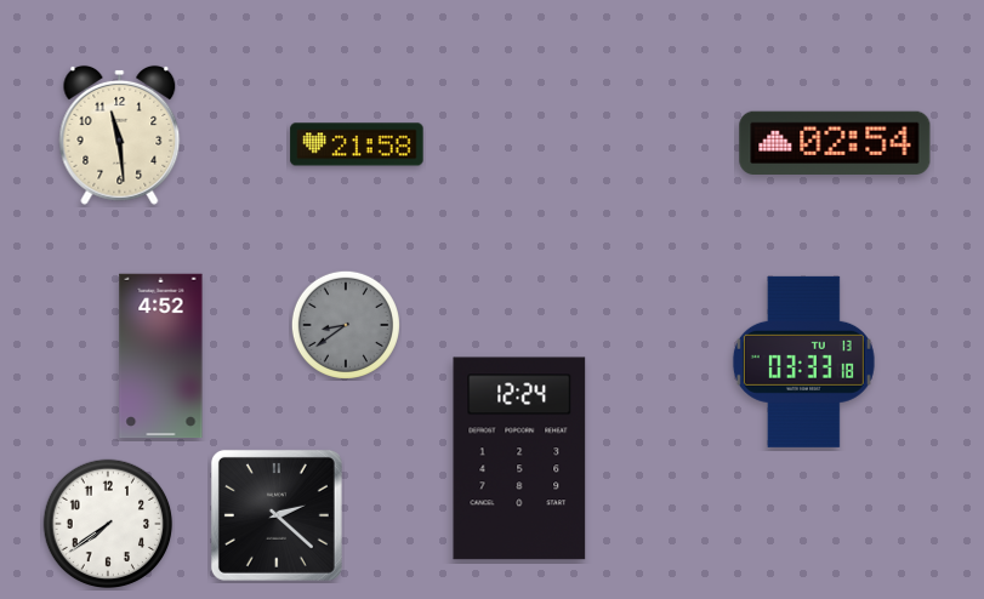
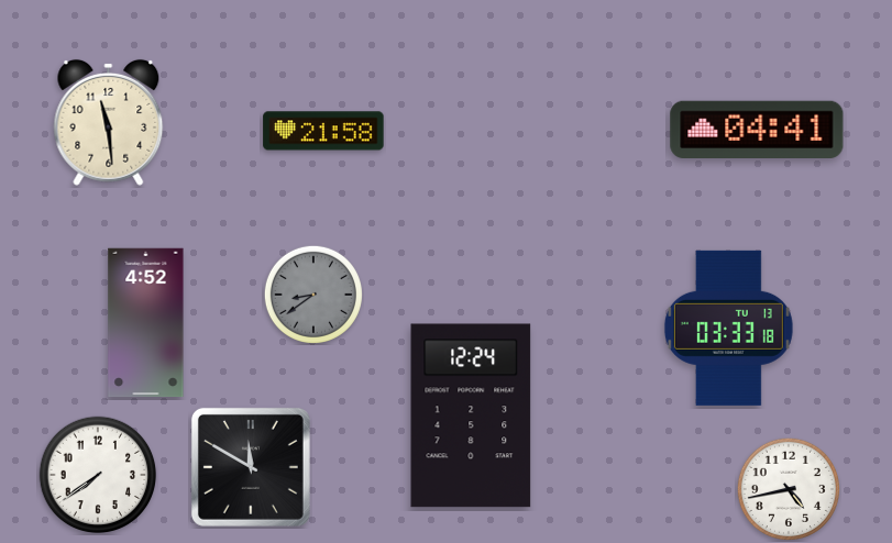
clock at (835, 142): 02:54 -> 04:41
clock at (277, 515): 2:22 -> 11:50
clock at (789, 489): none -> 4:43
